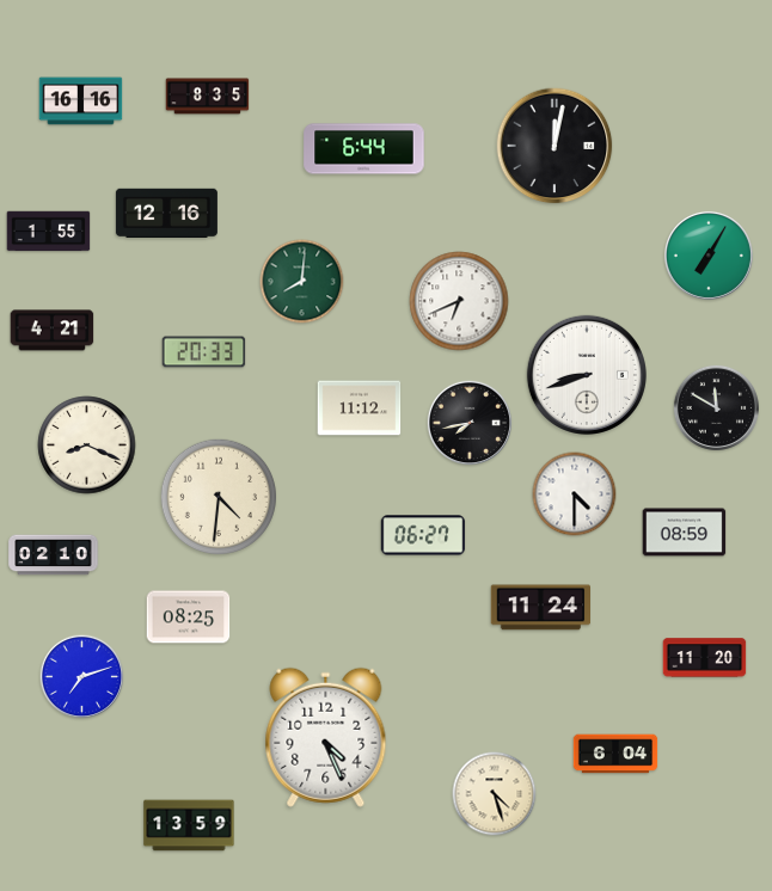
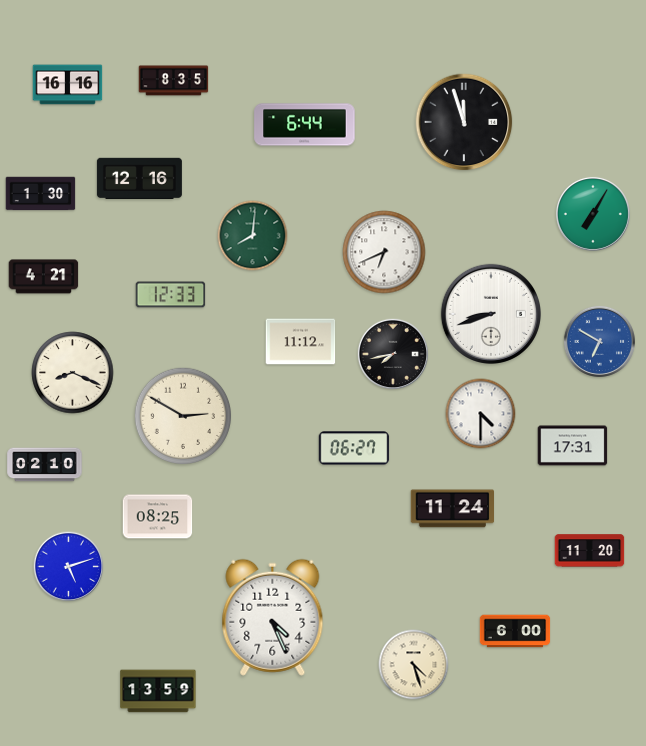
clock at (555, 146): 12:02 -> 11:57
clock at (49, 232): 1:55 -> 1:30
clock at (204, 352): 20:33 -> 12:33
clock at (716, 407): 11:50 -> 6:50
clock at (716, 407) dial: black -> blue
clock at (217, 496): 4:31 -> 2:50
clock at (685, 533): 08:59 -> 17:31
clock at (82, 677): 7:12 -> 5:12
clock at (615, 754): 6:04 -> 6:00
